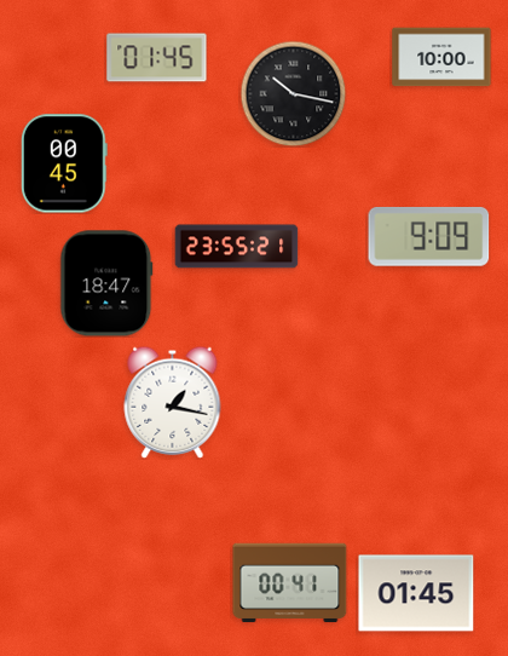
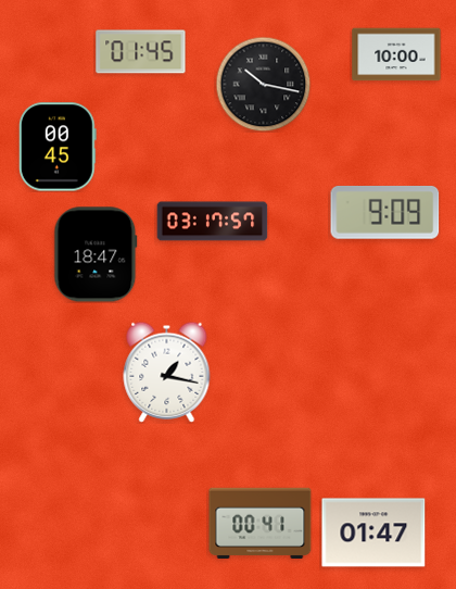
clock at (441, 57) position: (441, 57) -> (396, 54)
clock at (237, 247): 23:55 -> 03:17
clock at (173, 402) position: (173, 402) -> (167, 372)
clock at (416, 593): 01:45 -> 01:47
